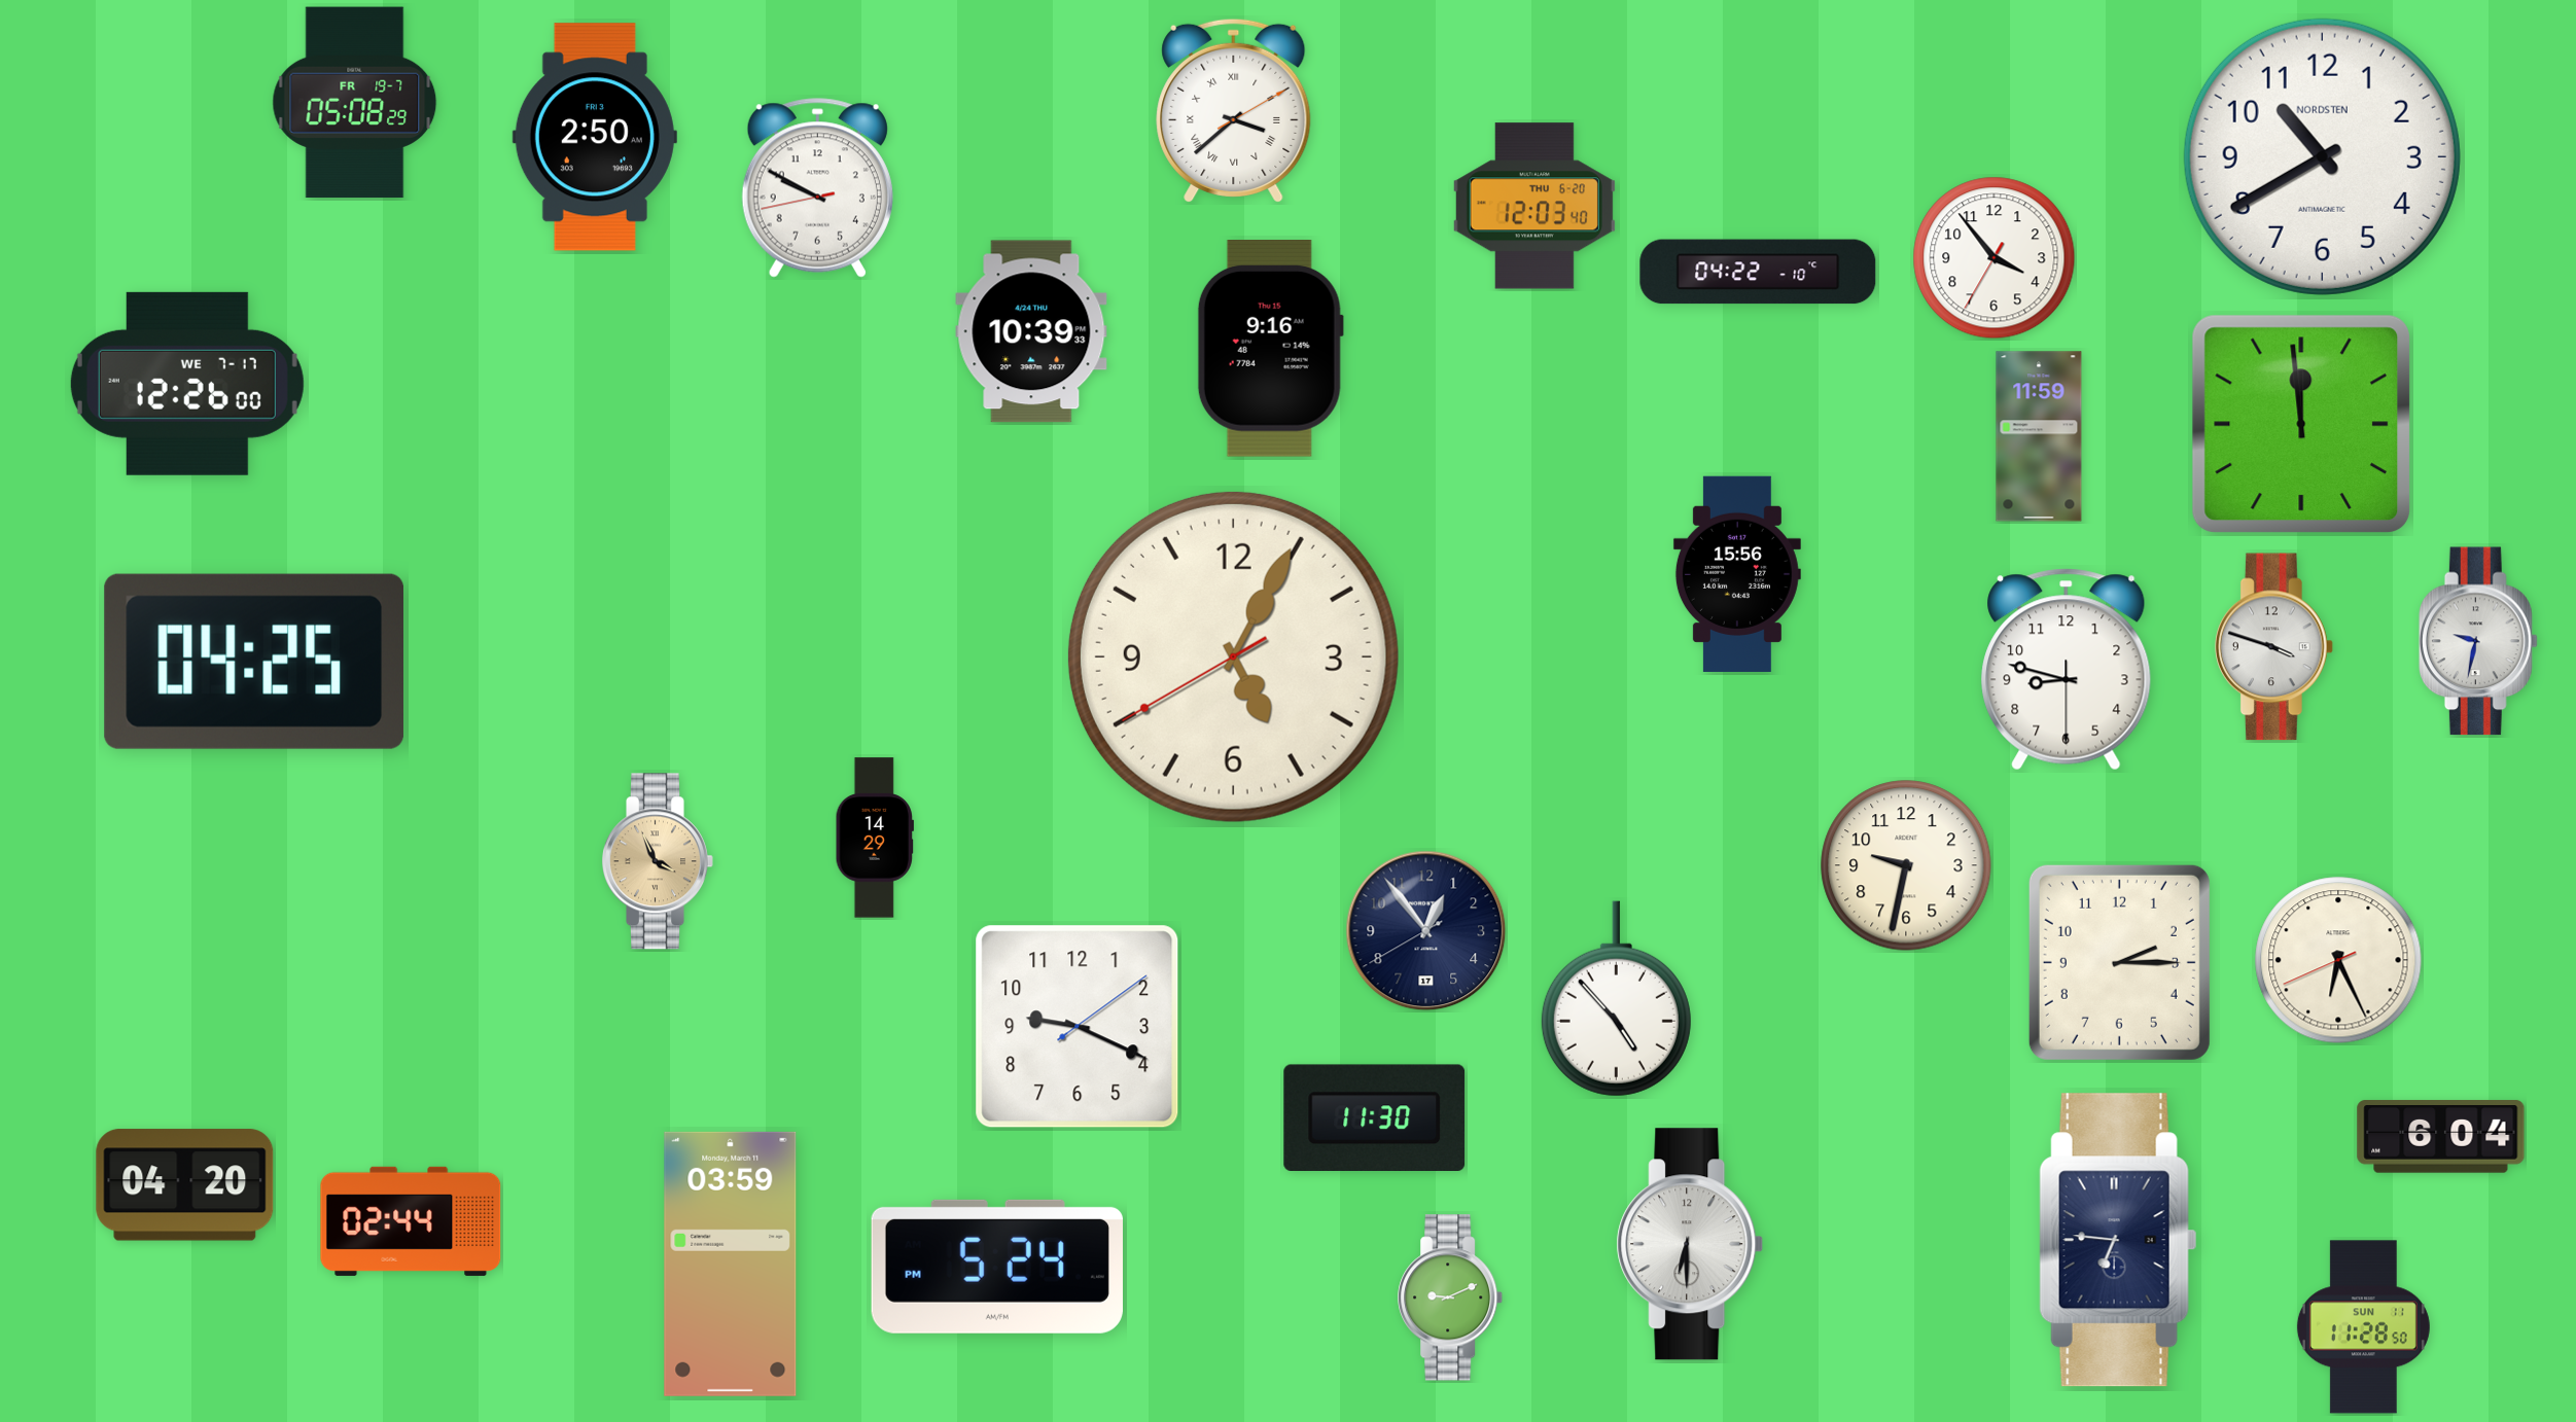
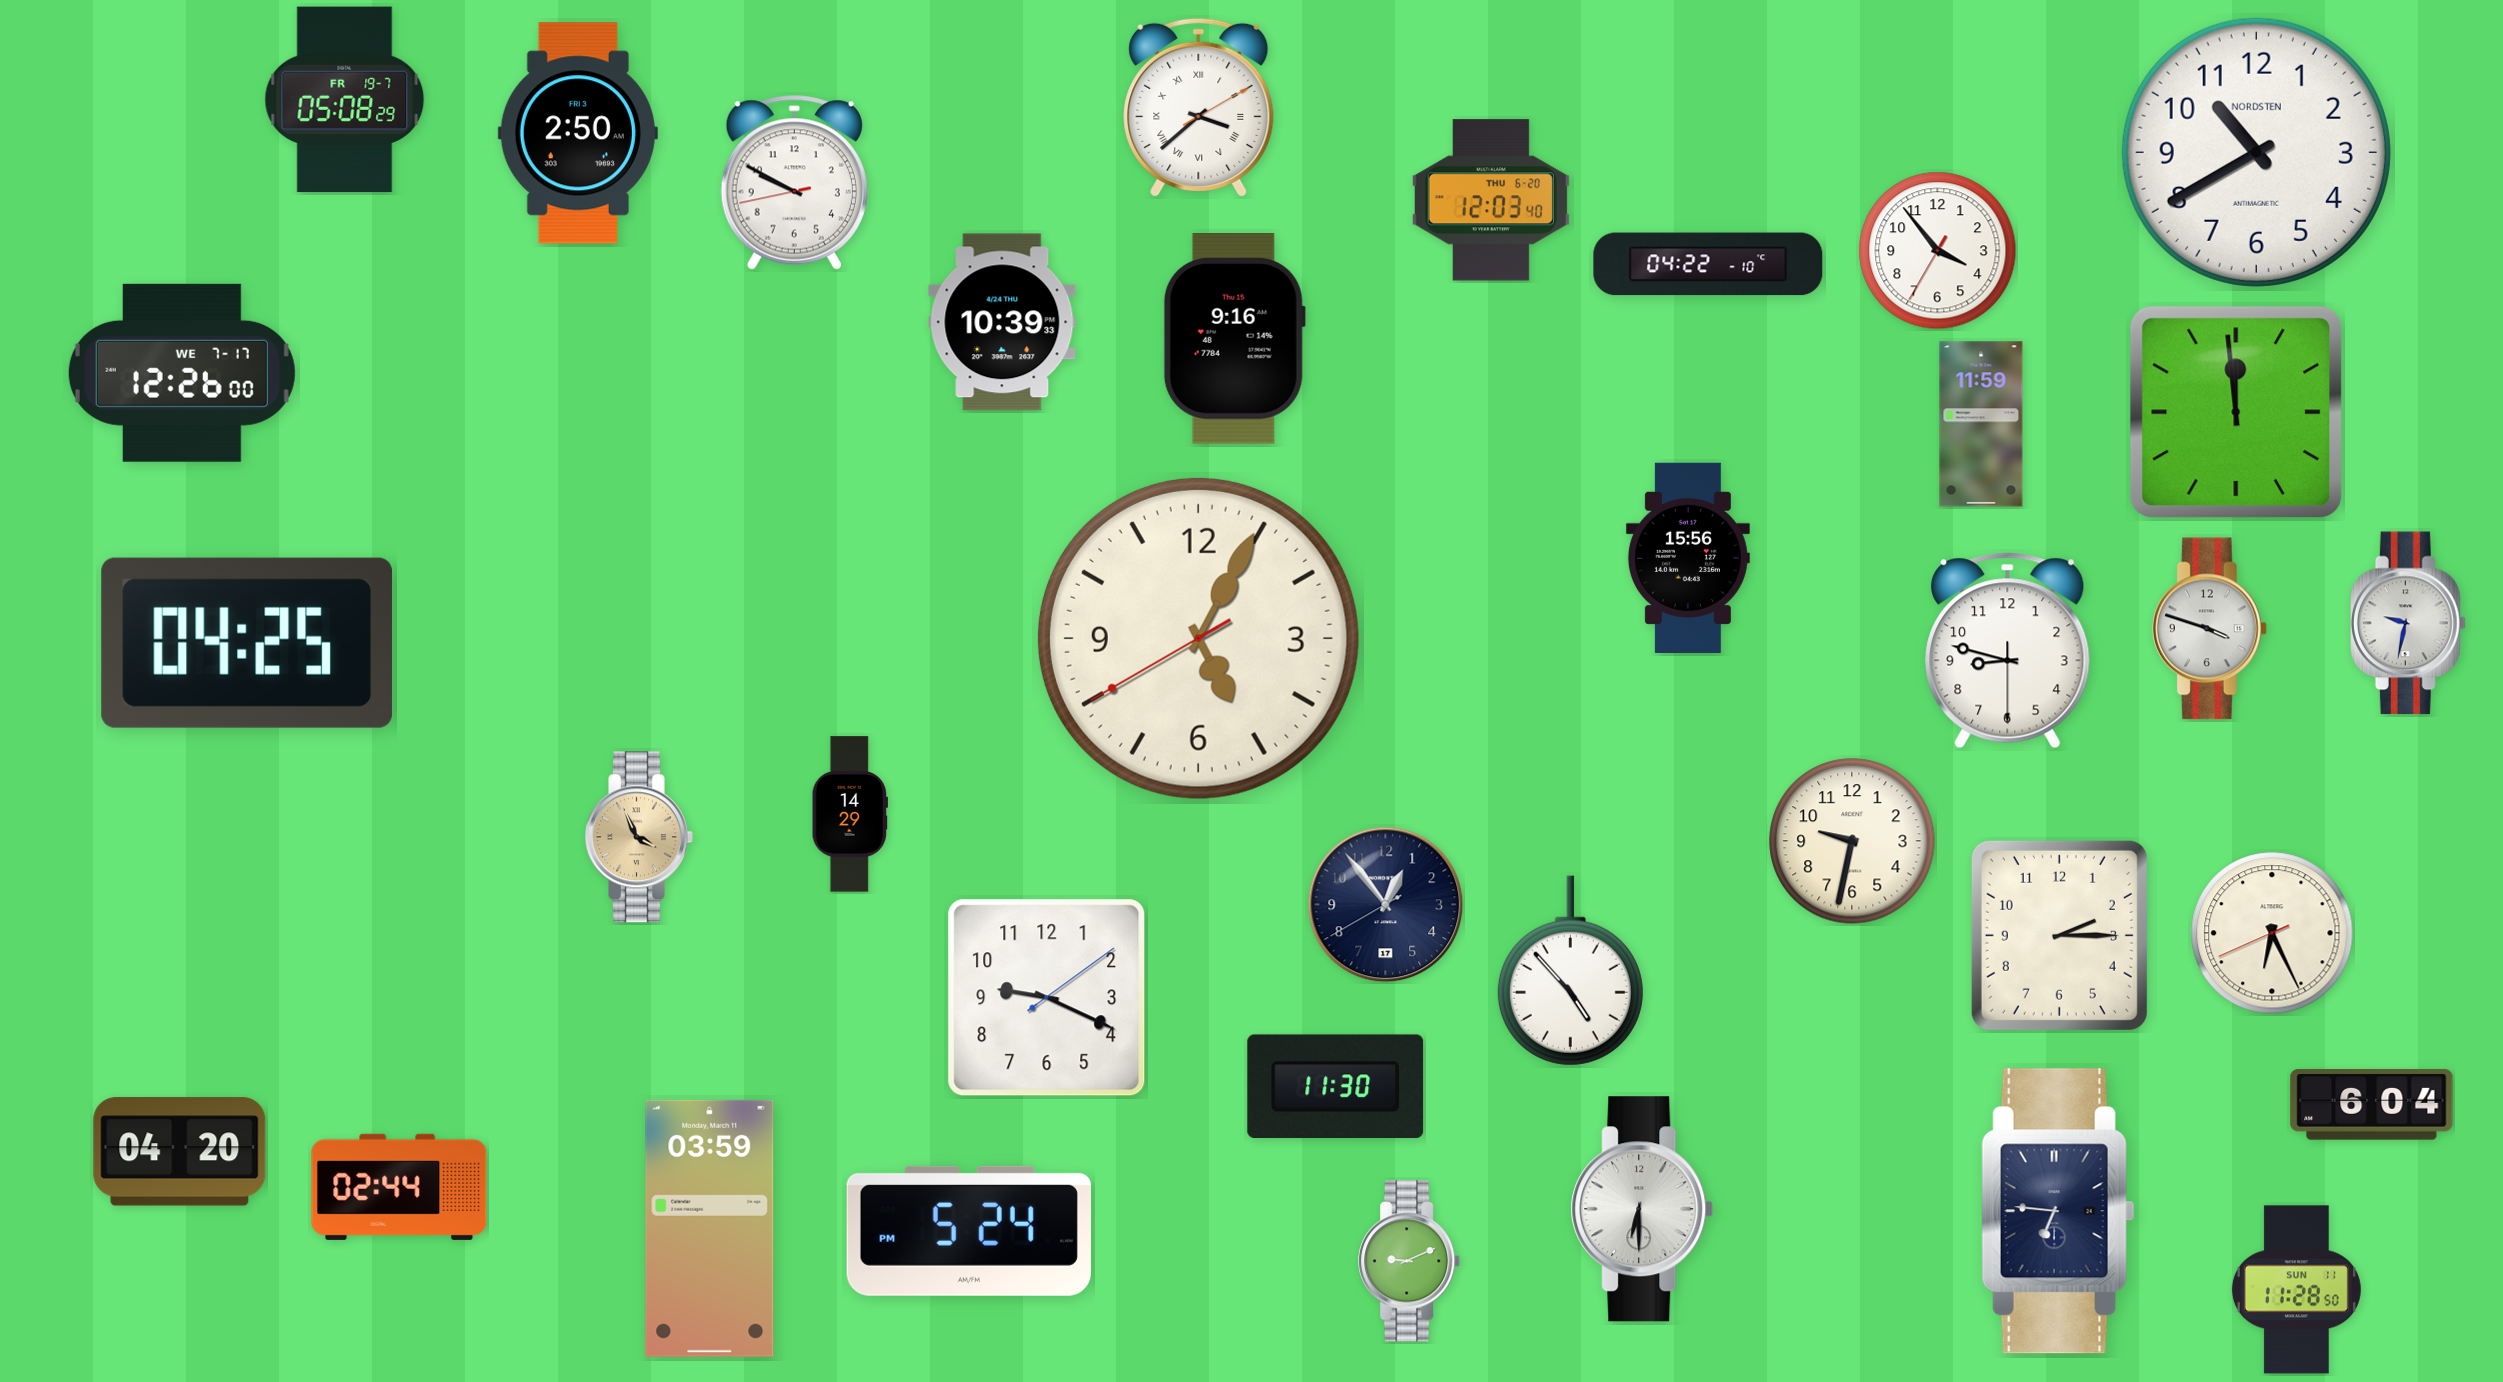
clock at (2118, 1240) position: (2118, 1240) -> (2058, 1211)
